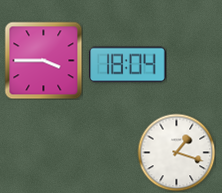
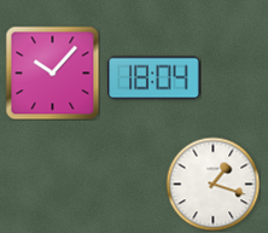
clock at (43, 60): 3:45 -> 10:07
